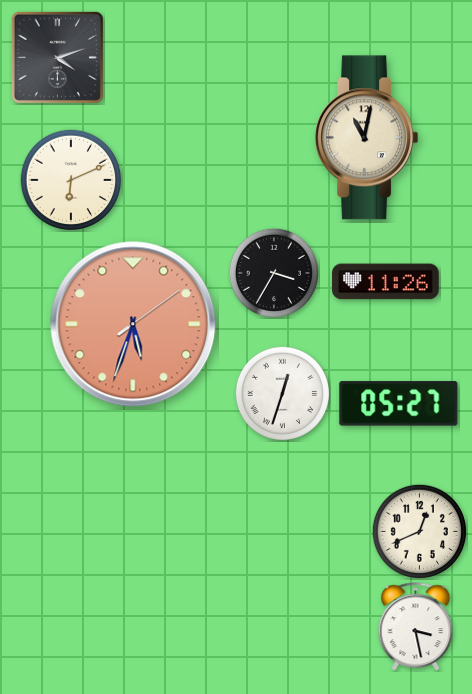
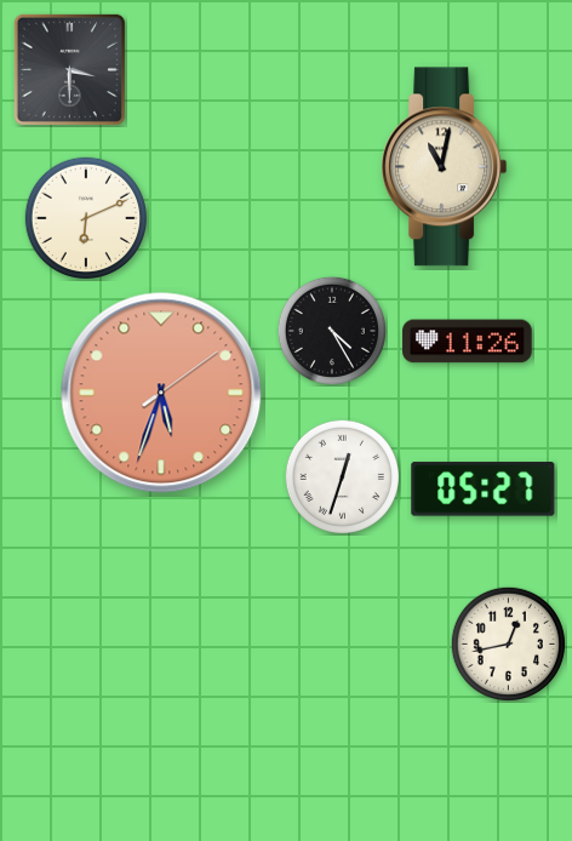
clock at (57, 57): 4:12 -> 3:30
clock at (274, 273): 3:35 -> 4:25
clock at (419, 531): 12:41 -> 12:43
clock at (416, 627): 3:28 -> none
